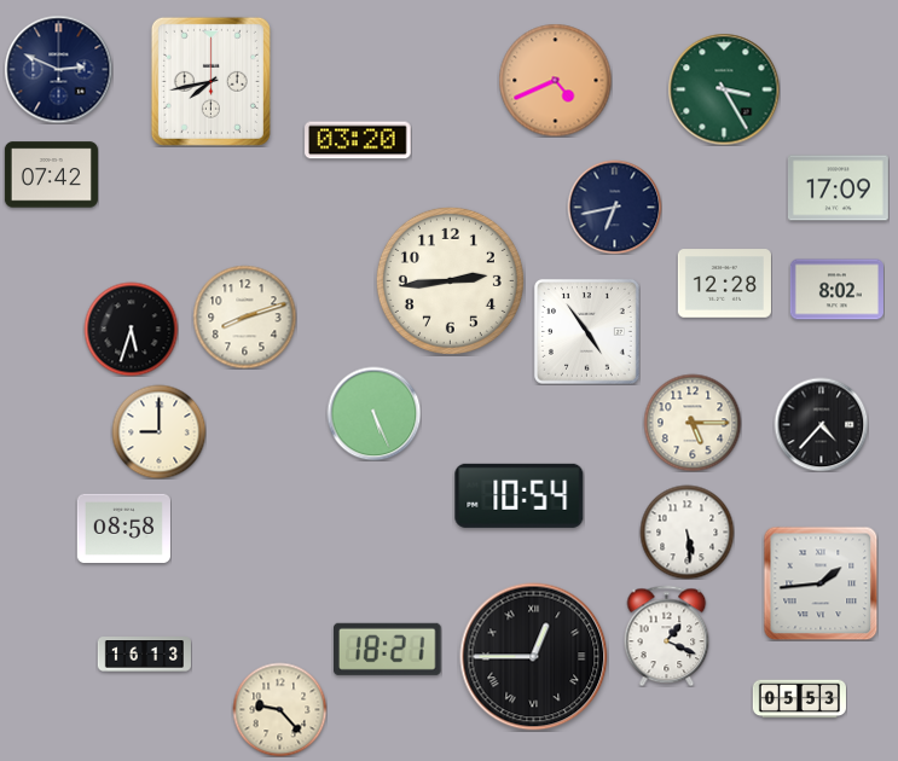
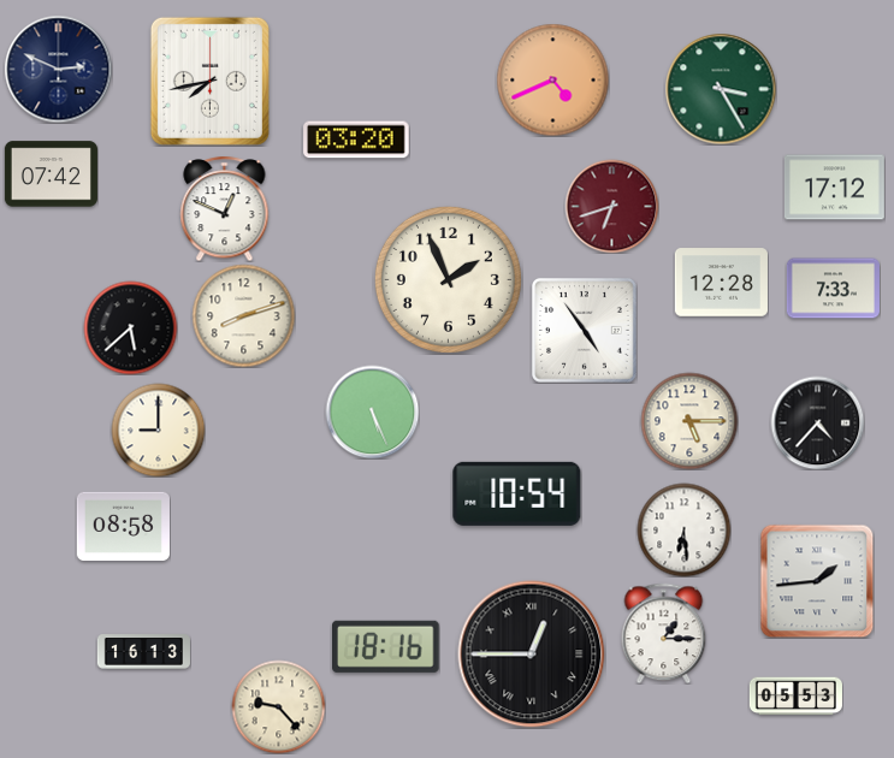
clock at (838, 188): 17:09 -> 17:12
clock at (614, 207): 6:43 -> 6:42
clock at (614, 207) dial: navy -> burgundy
clock at (225, 208): none -> 12:49
clock at (450, 280): 2:44 -> 1:56
clock at (836, 290): 8:02 -> 7:33
clock at (131, 329): 5:33 -> 5:38
clock at (686, 531): 5:29 -> 6:29
clock at (667, 635): 1:19 -> 1:15
clock at (388, 649): 18:21 -> 18:16
